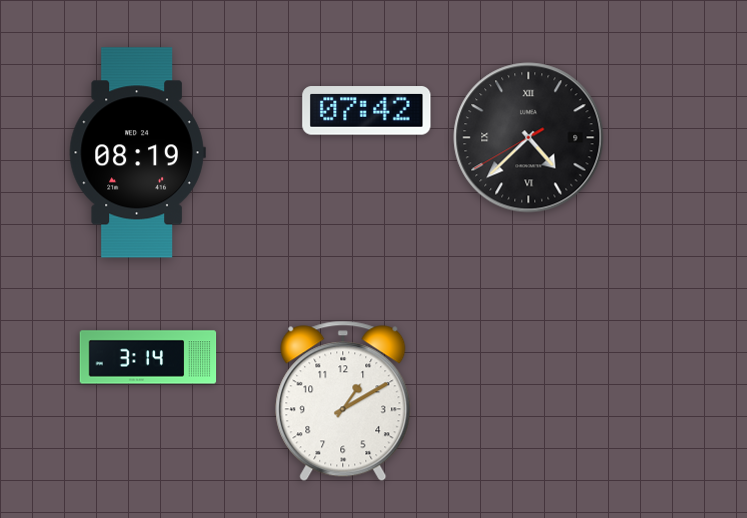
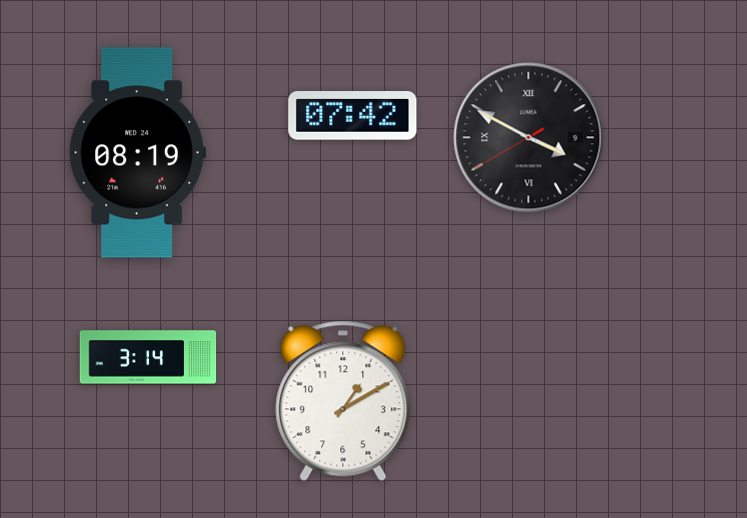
clock at (367, 111) position: (367, 111) -> (353, 116)
clock at (529, 138): 4:37 -> 3:49
